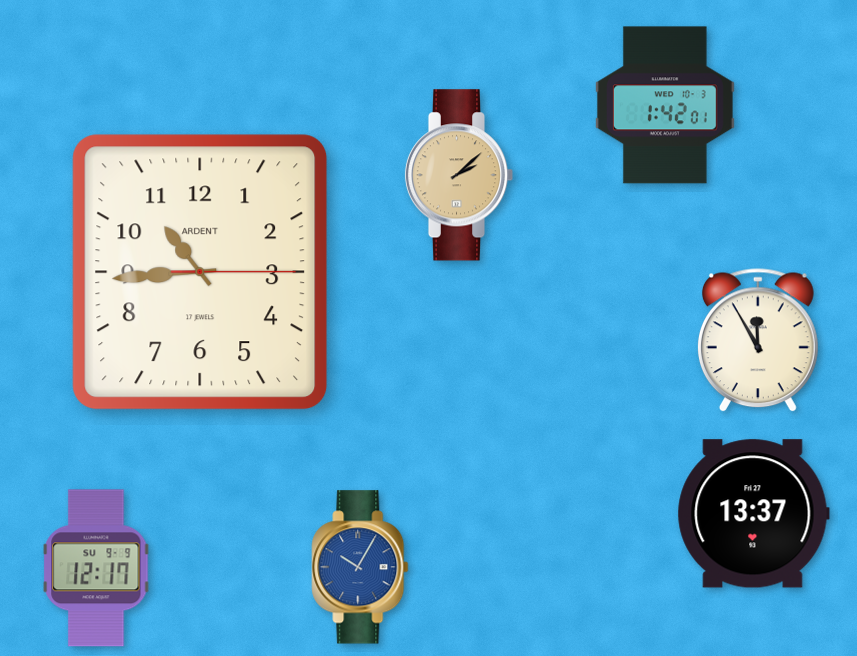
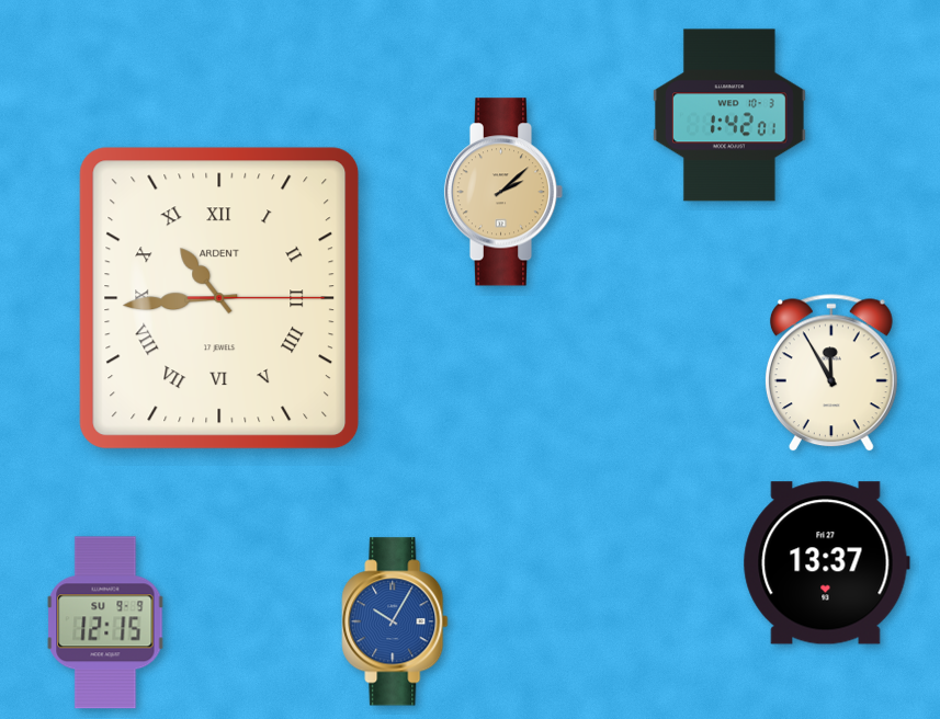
clock at (200, 272) numerals: Arabic -> Roman
clock at (96, 568): 12:17 -> 12:15
